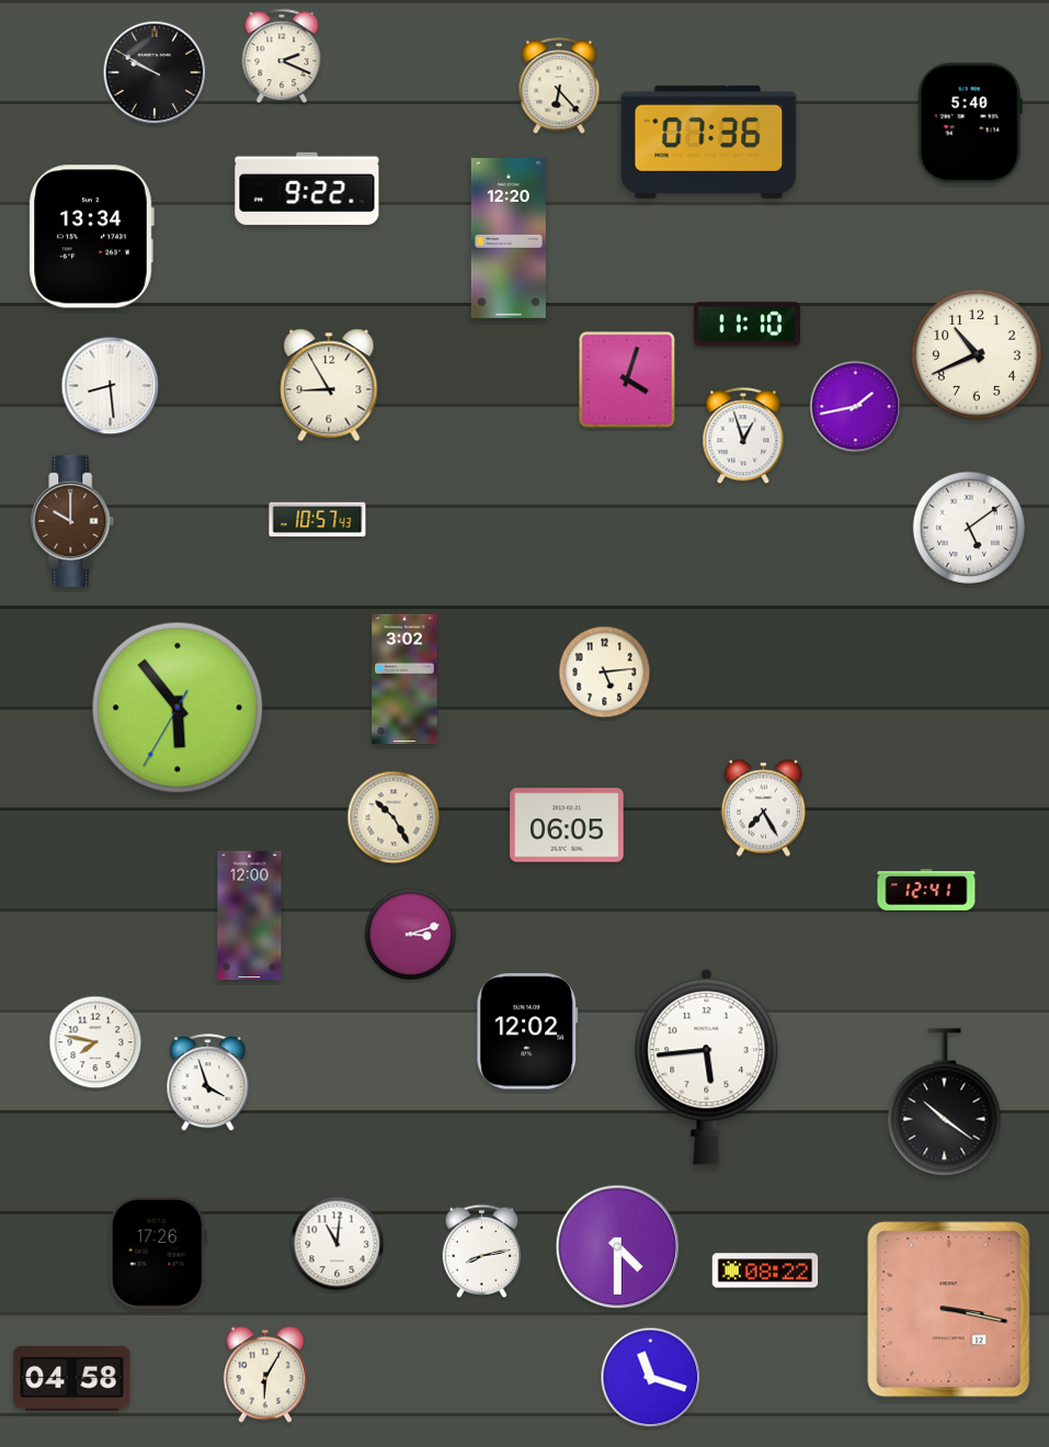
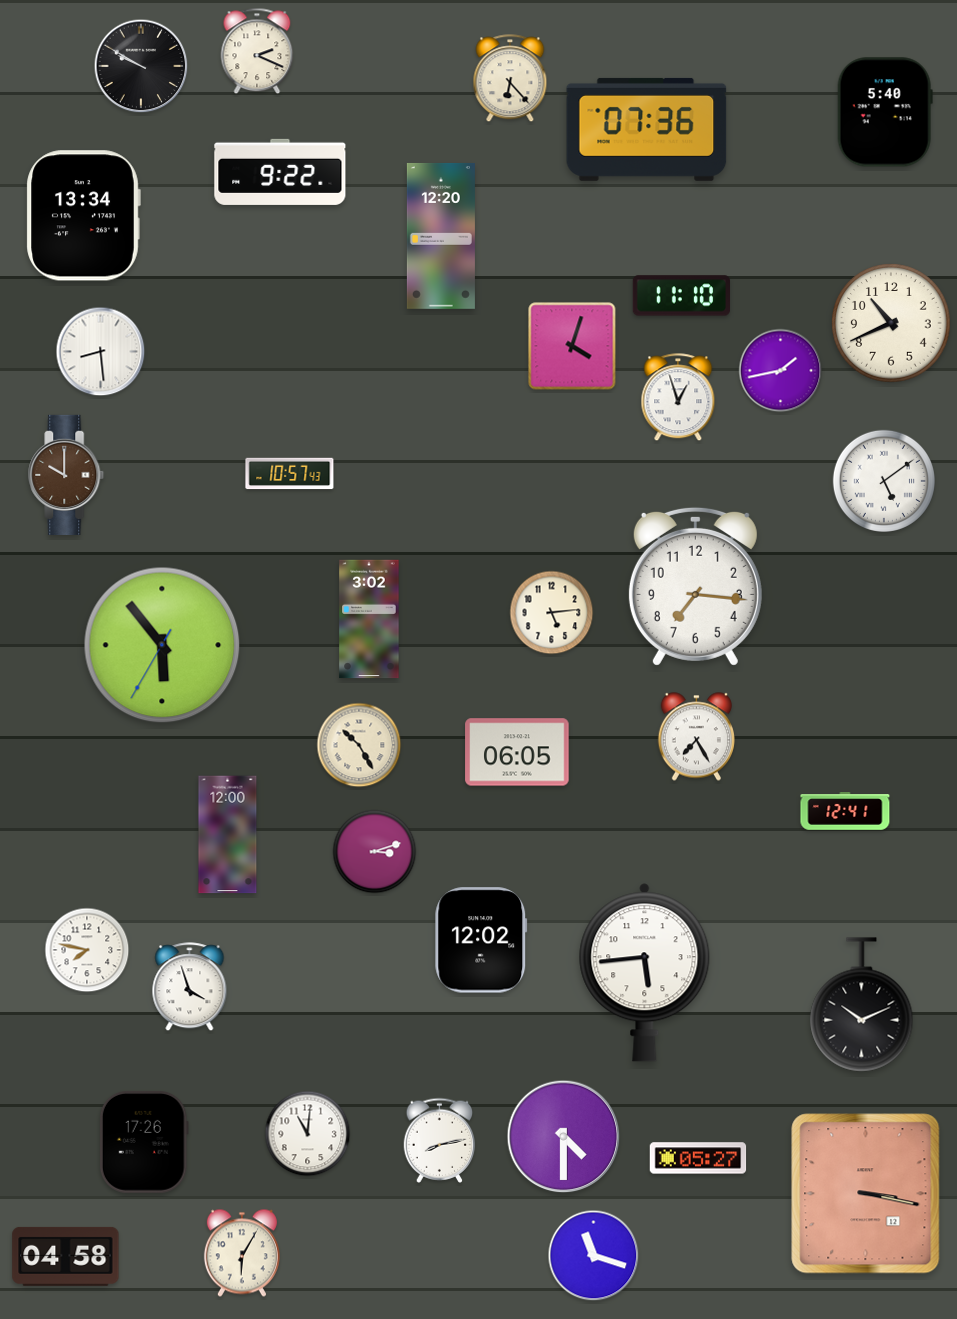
clock at (509, 238) position: (509, 238) -> (441, 236)
clock at (329, 385): 8:55 -> none
clock at (695, 586): none -> 7:16
clock at (945, 1103): 10:21 -> 10:11
clock at (765, 1270): 08:22 -> 05:27
